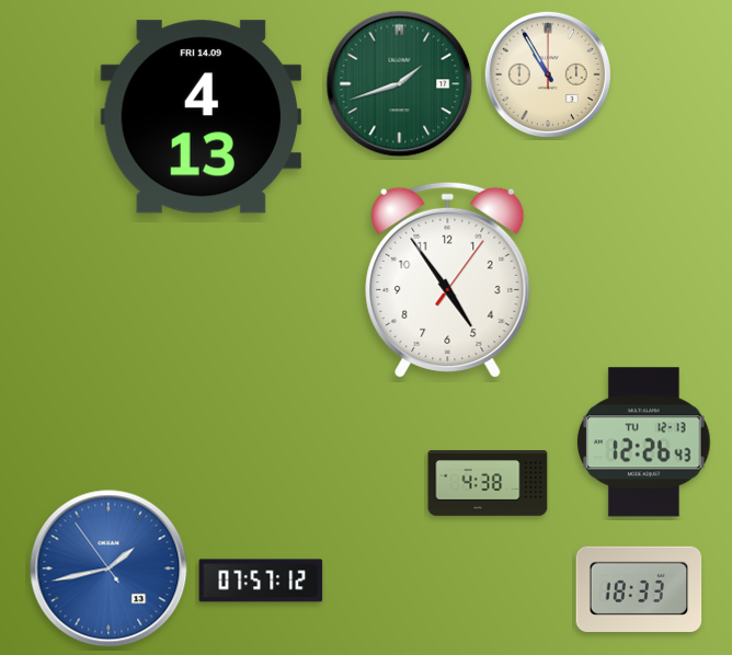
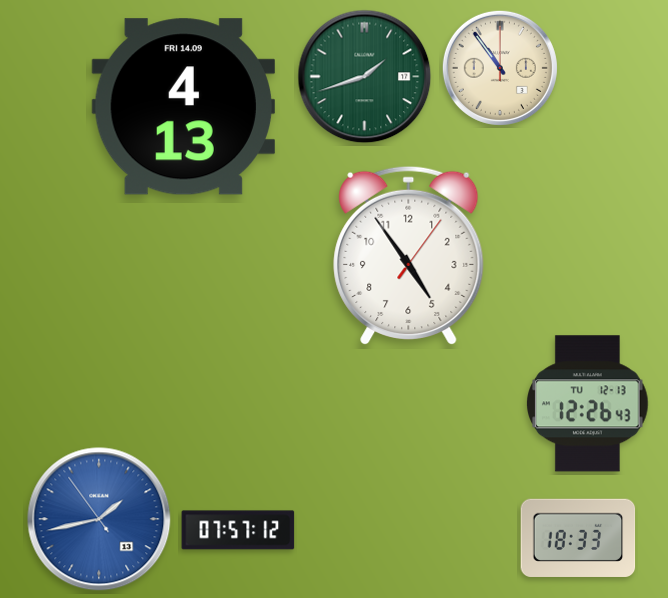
clock at (548, 74): 10:55 -> 10:54
clock at (488, 484): 4:38 -> none
clock at (639, 589) position: (639, 589) -> (578, 538)
